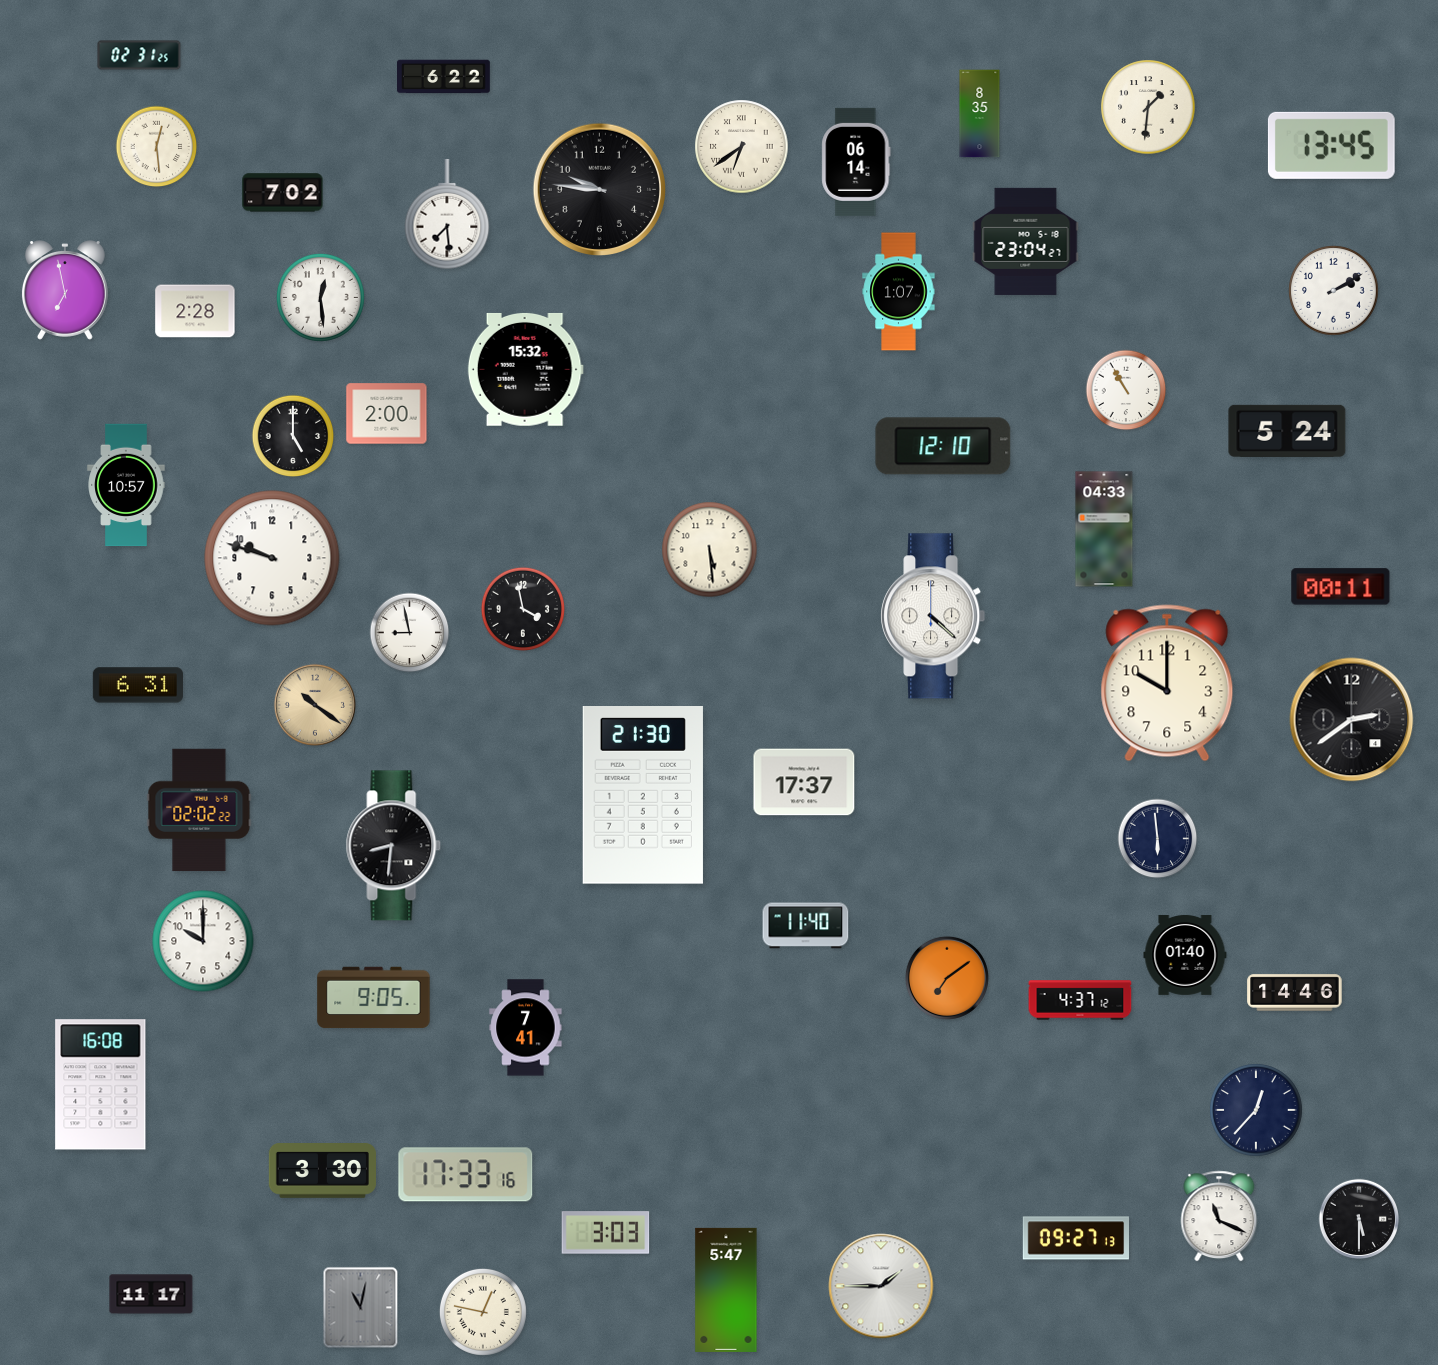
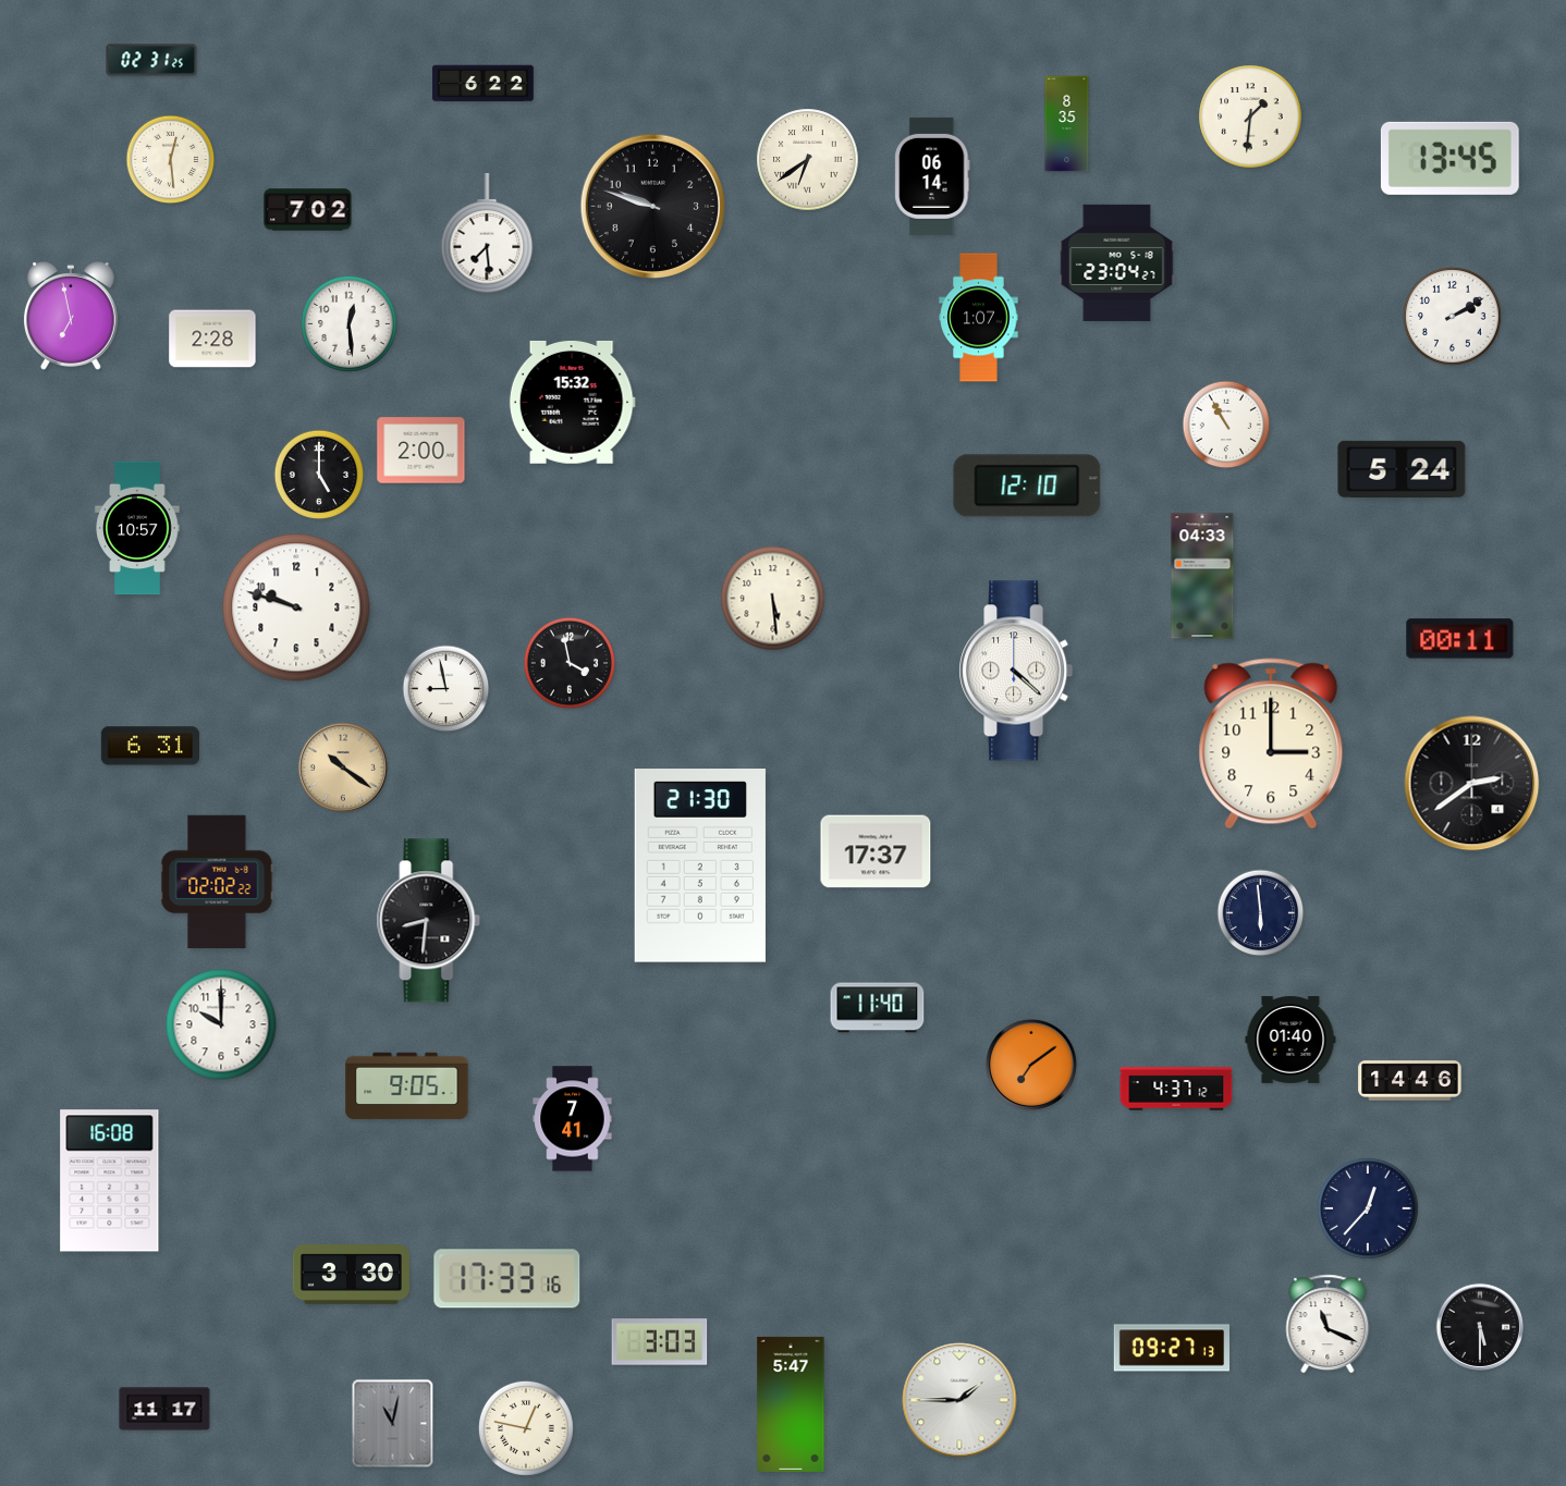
clock at (599, 189): 9:46 -> 9:48
clock at (1167, 683): 10:00 -> 3:00
